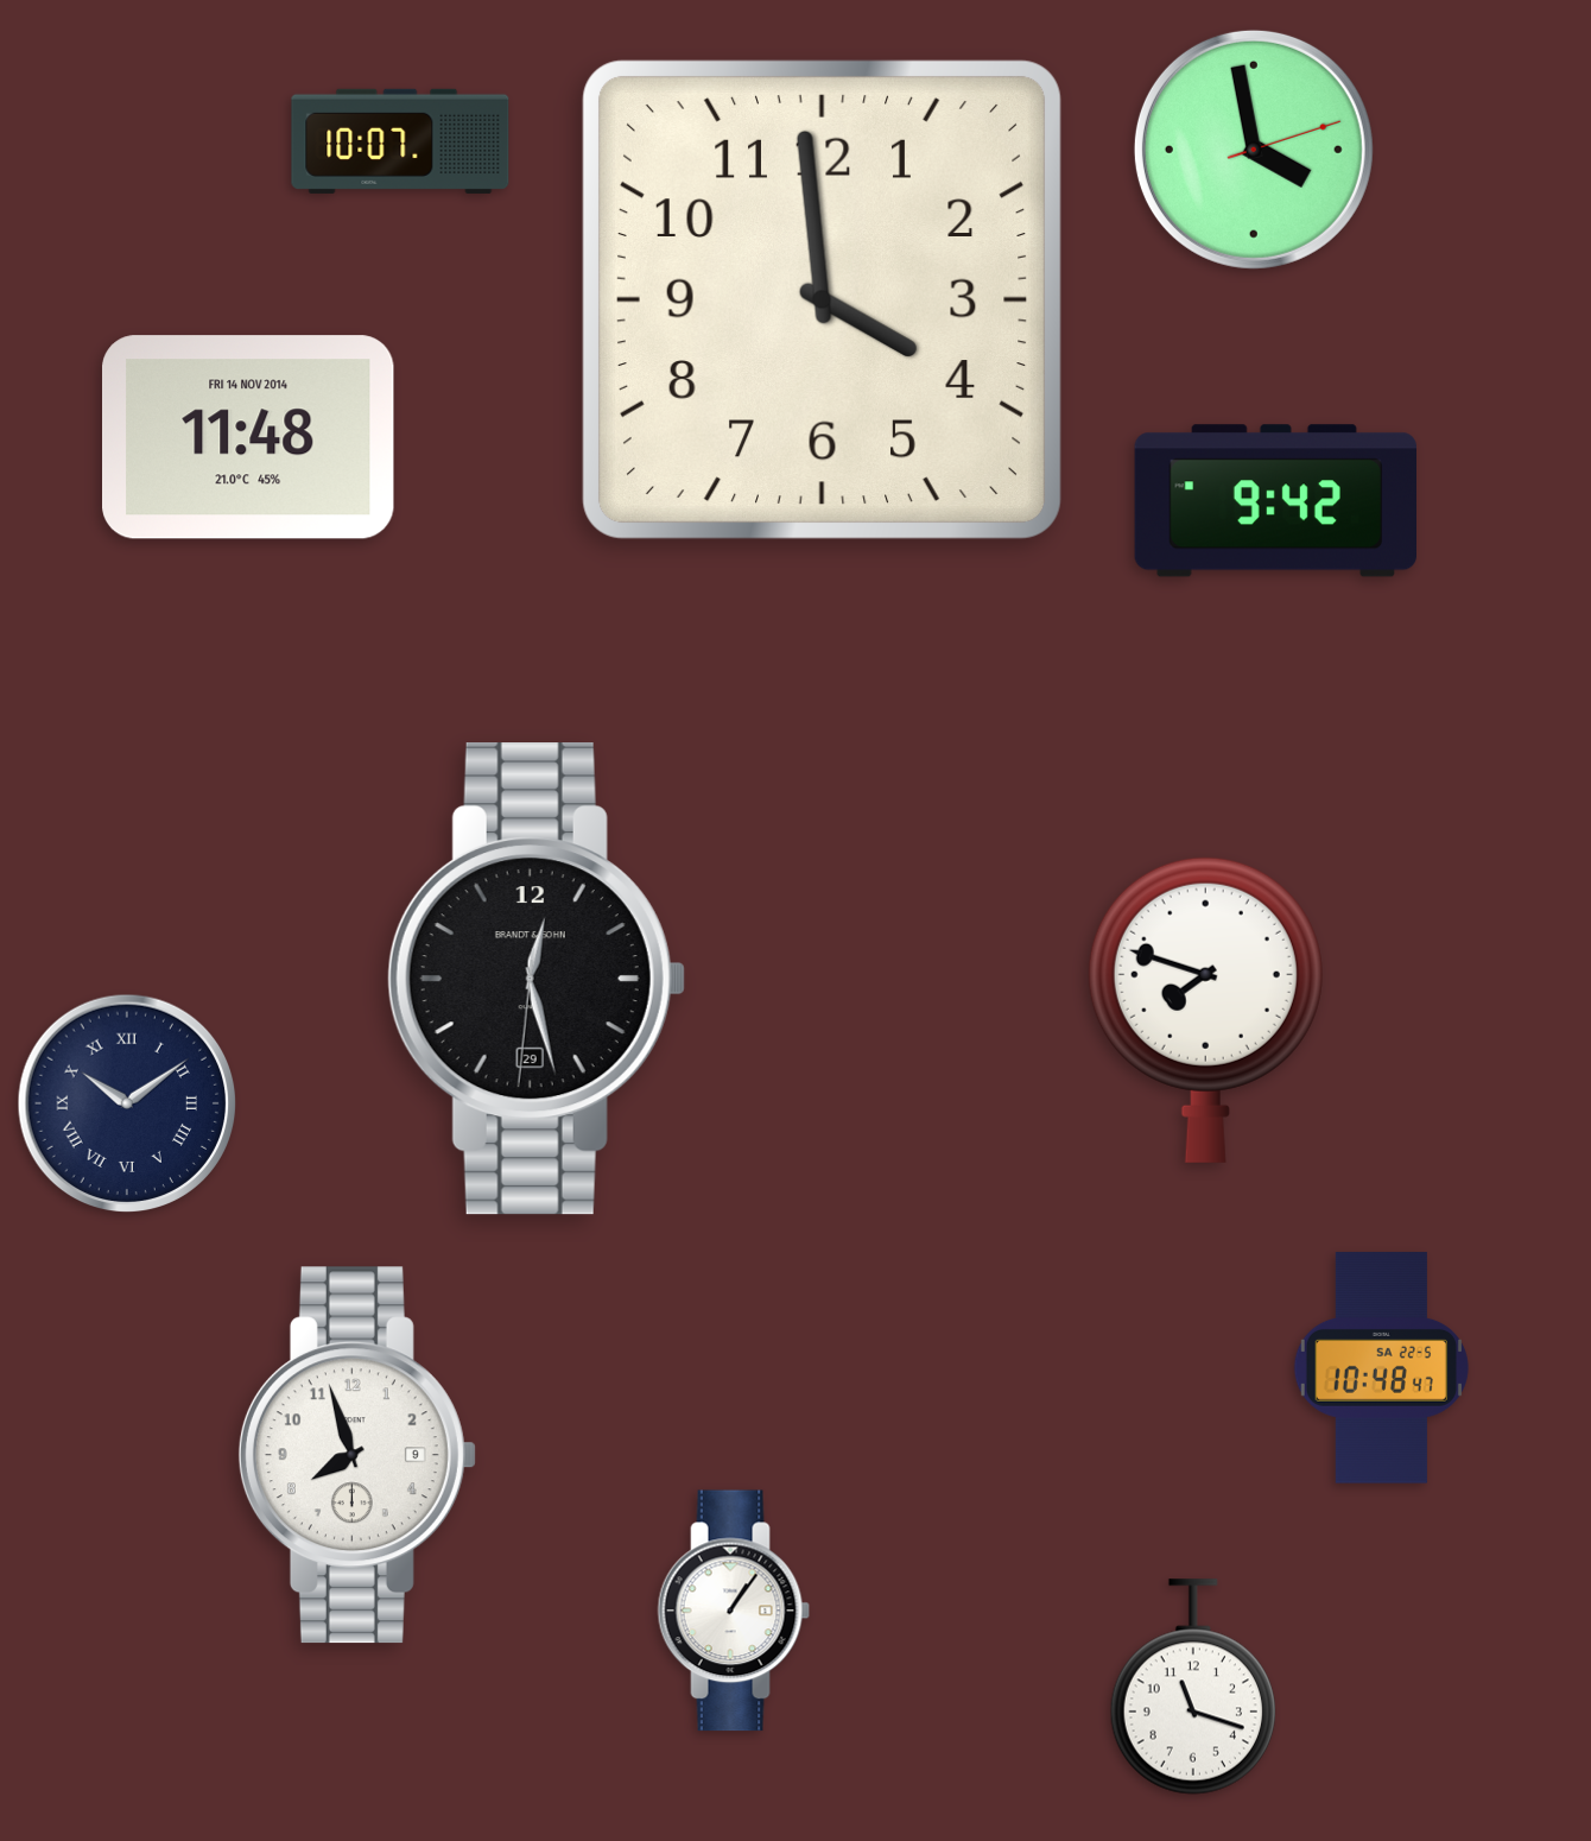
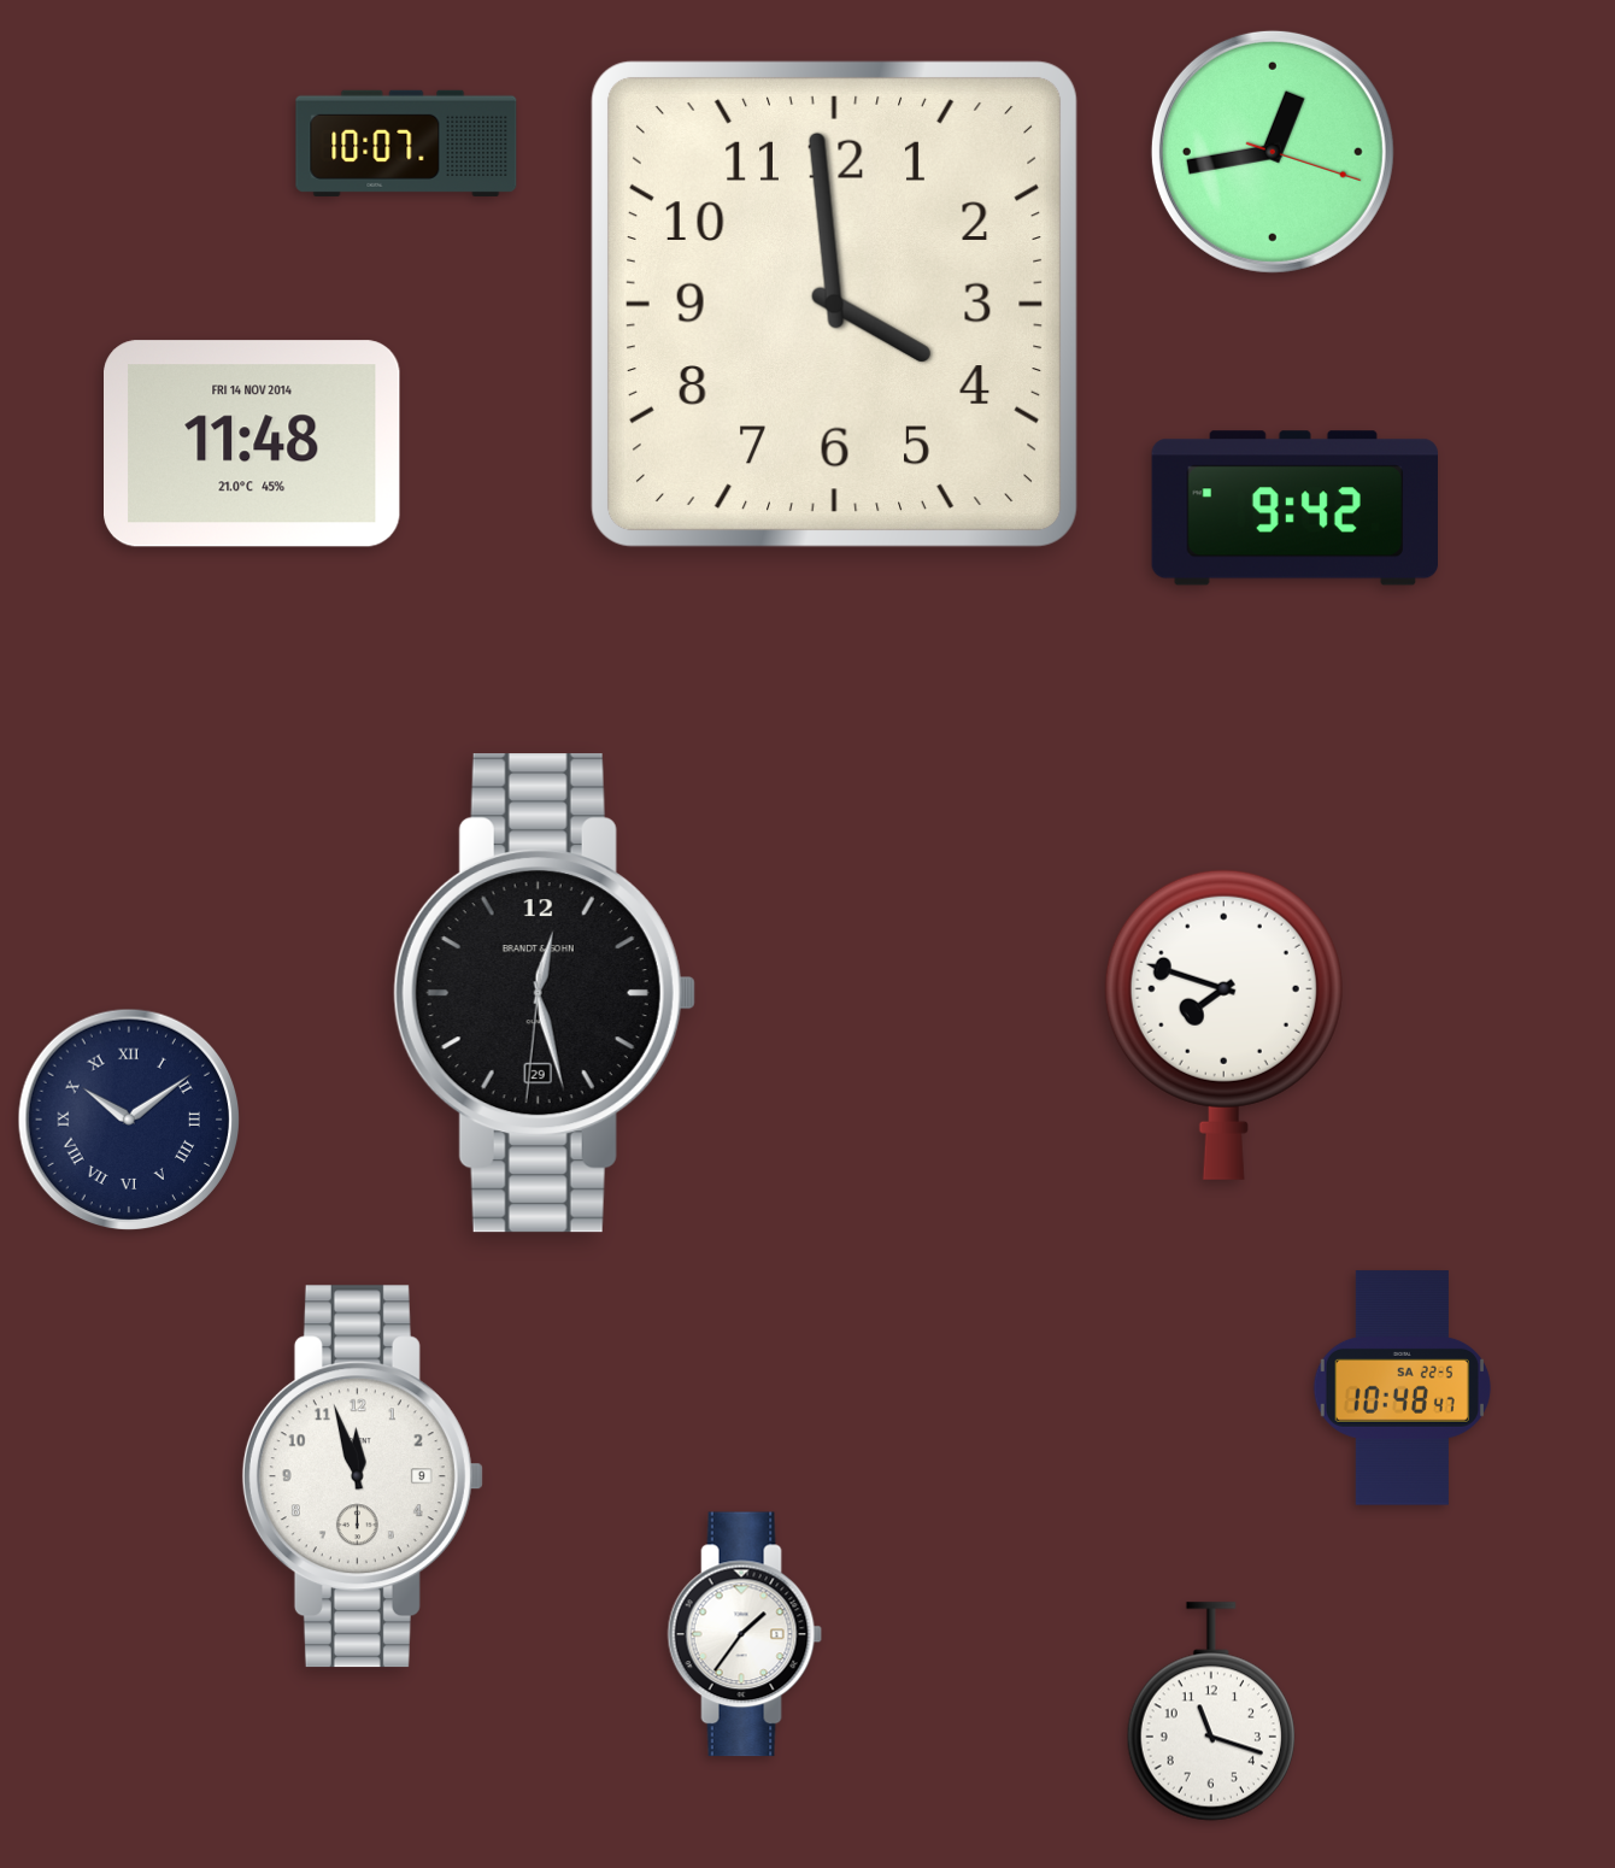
clock at (1254, 150): 3:58 -> 12:43
clock at (357, 1455): 7:57 -> 11:57
clock at (734, 1611): 1:06 -> 1:36
